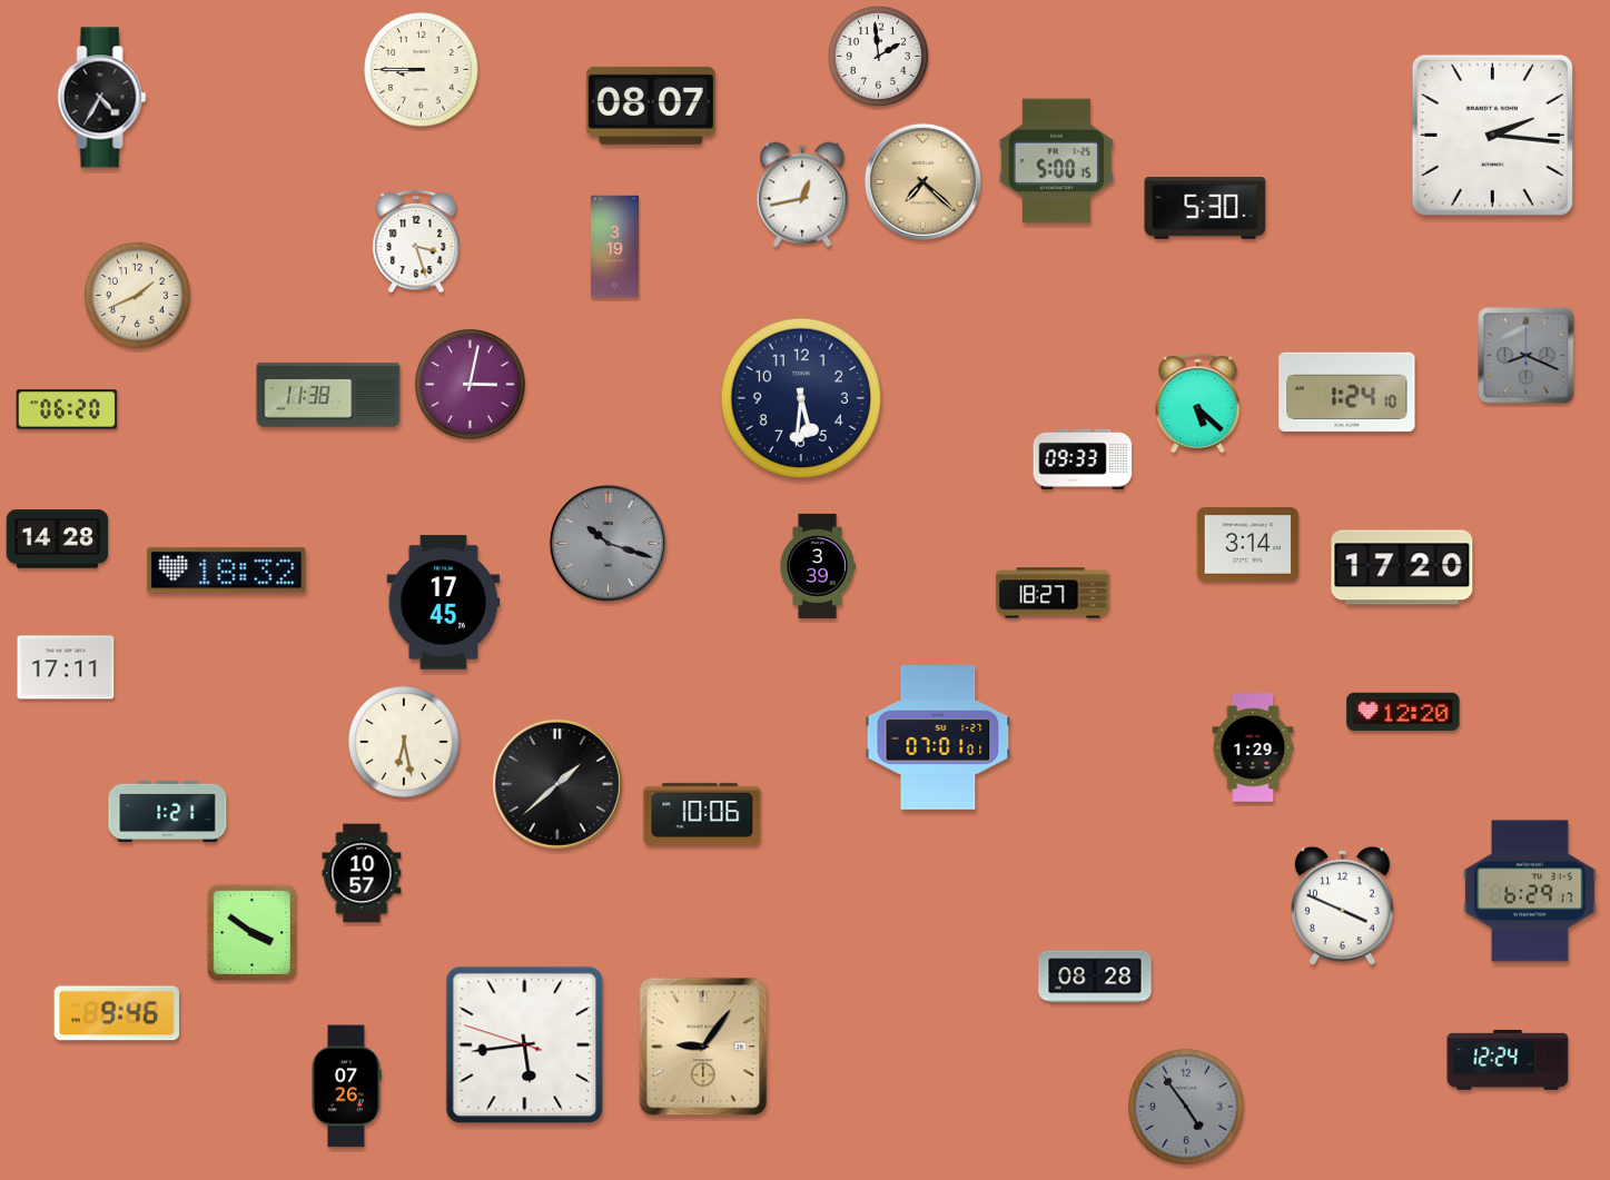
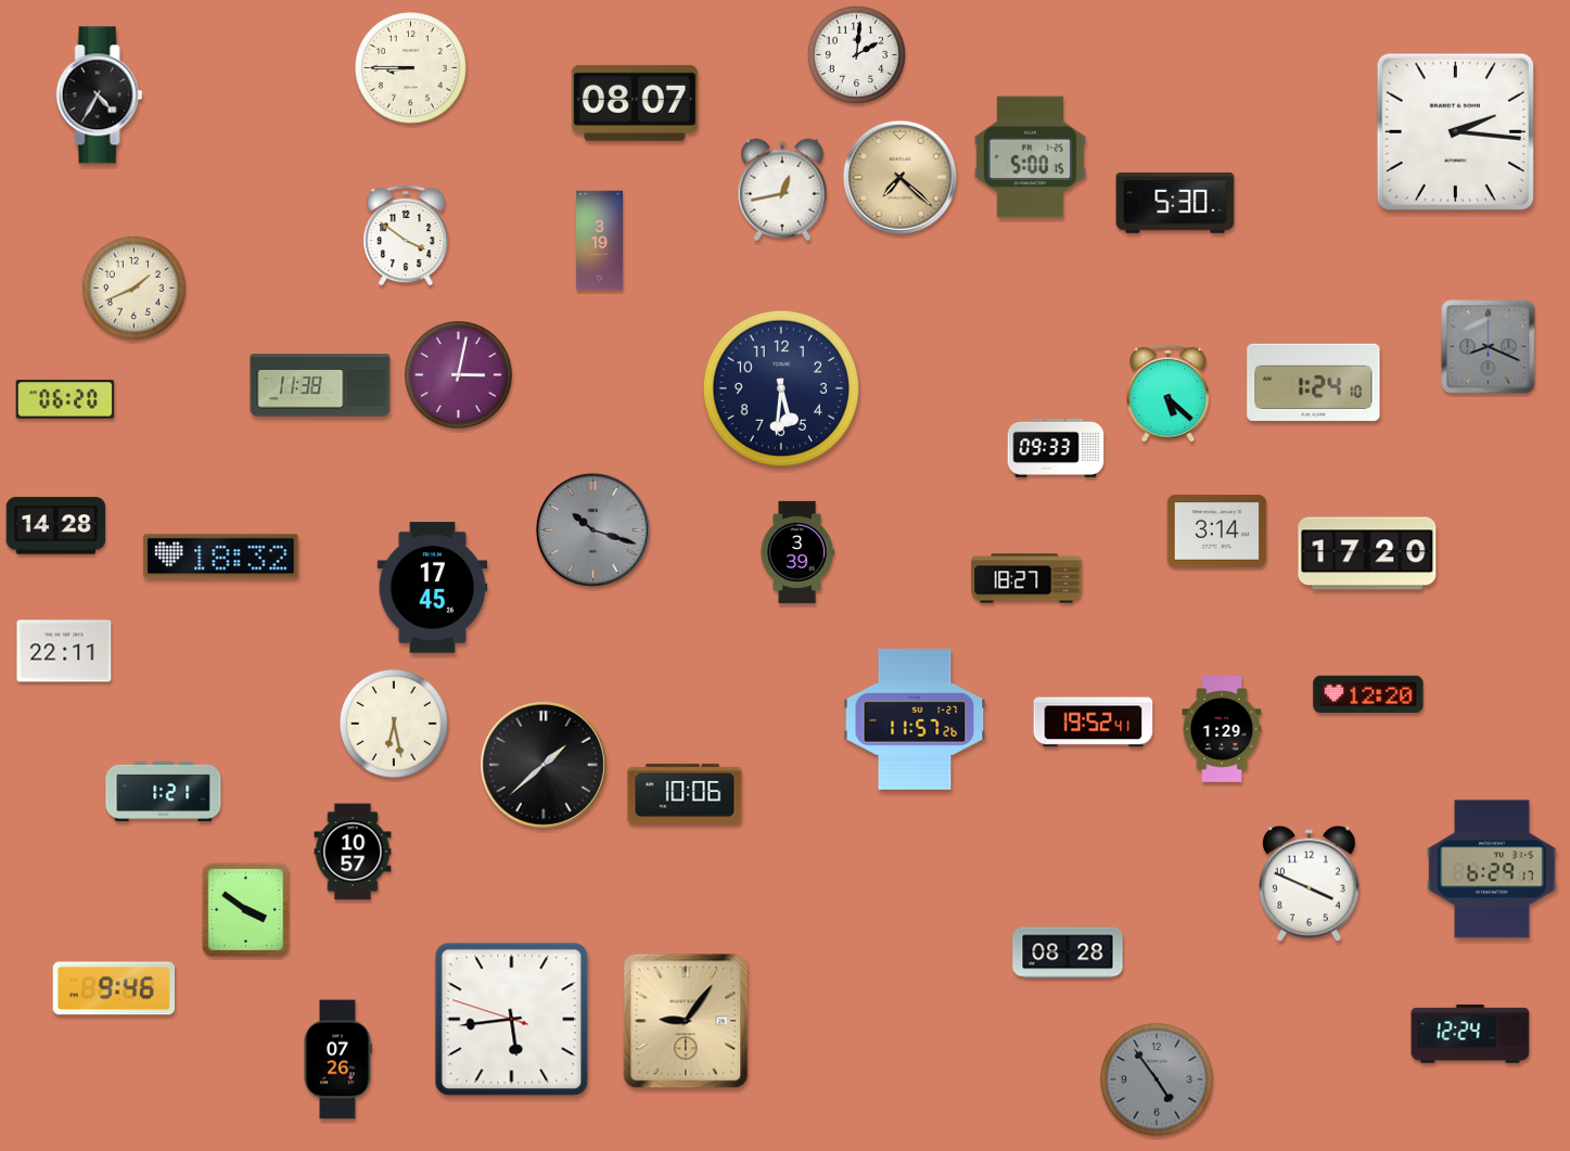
clock at (878, 56): 1:59 -> 2:01
clock at (416, 241): 3:27 -> 3:51
clock at (66, 667): 17:11 -> 22:11
clock at (938, 737): 07:01 -> 11:57
clock at (1094, 722): none -> 19:52
